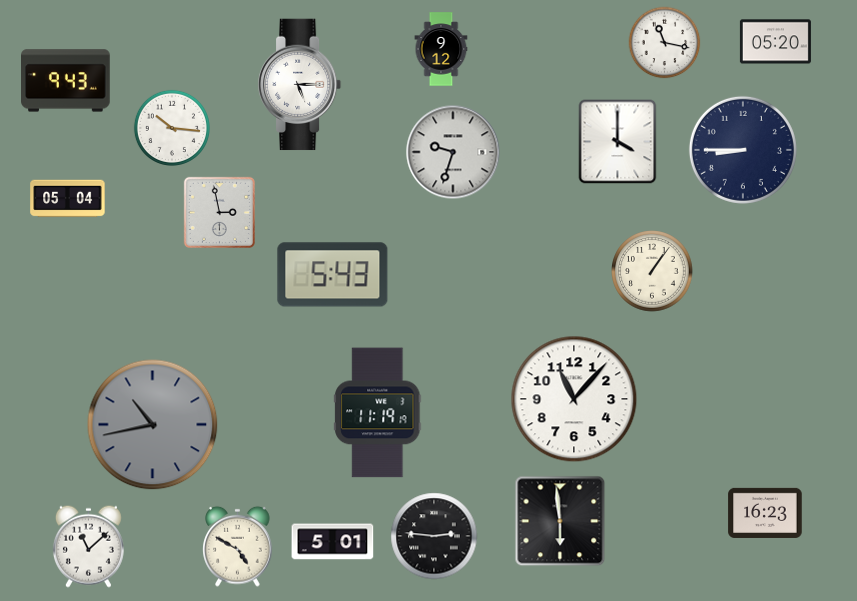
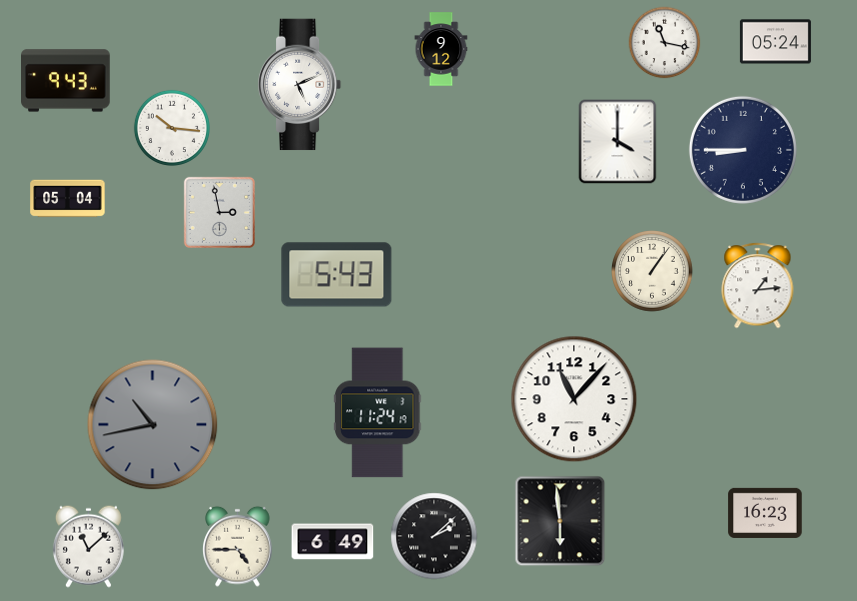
clock at (775, 42): 05:20 -> 05:24
clock at (300, 85): 5:15 -> 5:11
clock at (453, 152): 9:33 -> none
clock at (333, 275) position: (333, 275) -> (337, 275)
clock at (758, 286): none -> 1:14
clock at (378, 413): 11:19 -> 11:24
clock at (434, 536): 2:46 -> 2:08
clock at (333, 542): 5:01 -> 6:49
clock at (238, 546): 4:50 -> 4:45
